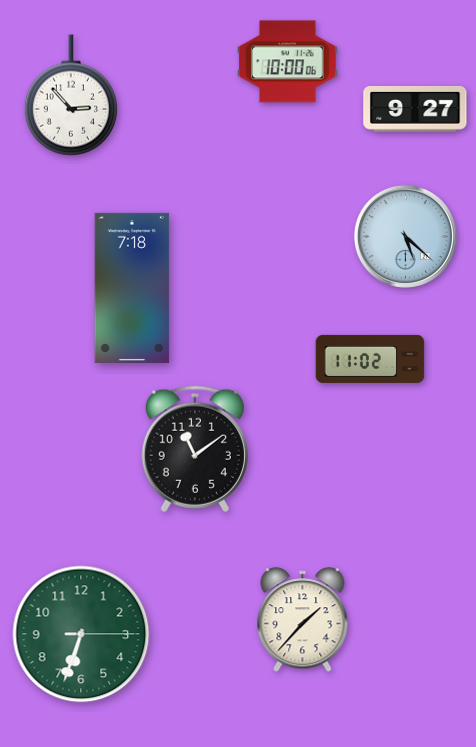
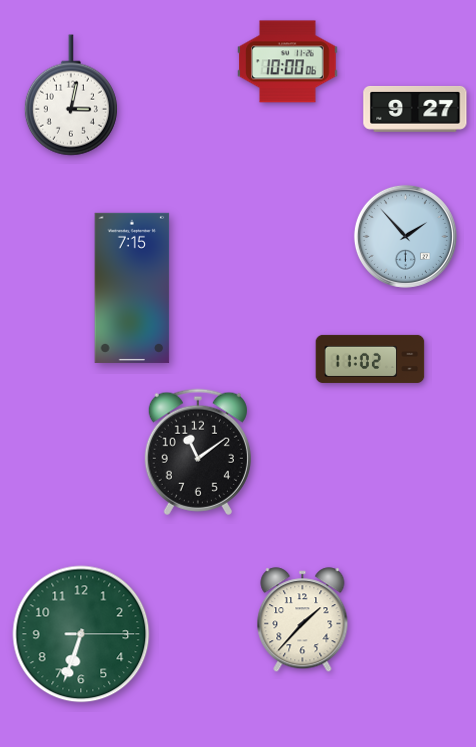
clock at (71, 95): 2:53 -> 3:02
clock at (405, 236): 5:22 -> 1:53
clock at (132, 288): 7:18 -> 7:15
clock at (195, 449) position: (195, 449) -> (198, 452)
